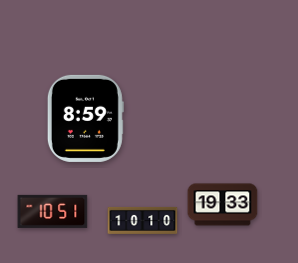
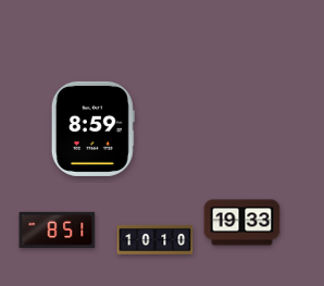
clock at (53, 211): 10:51 -> 8:51
